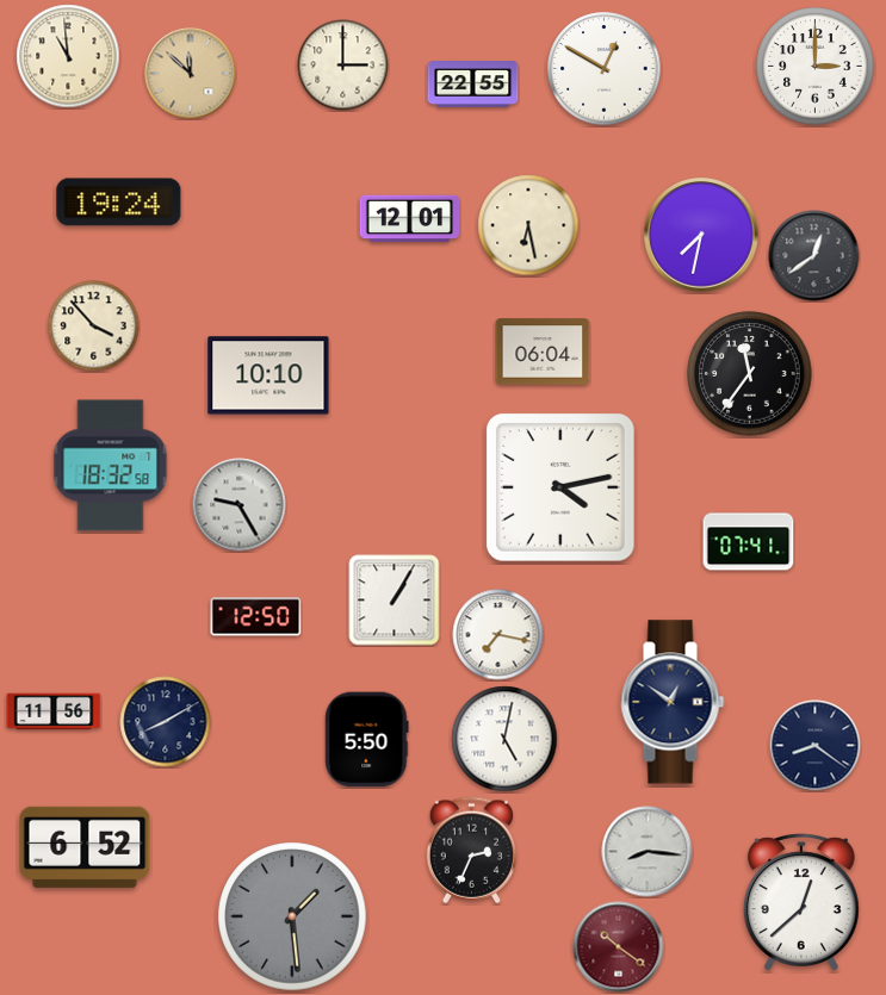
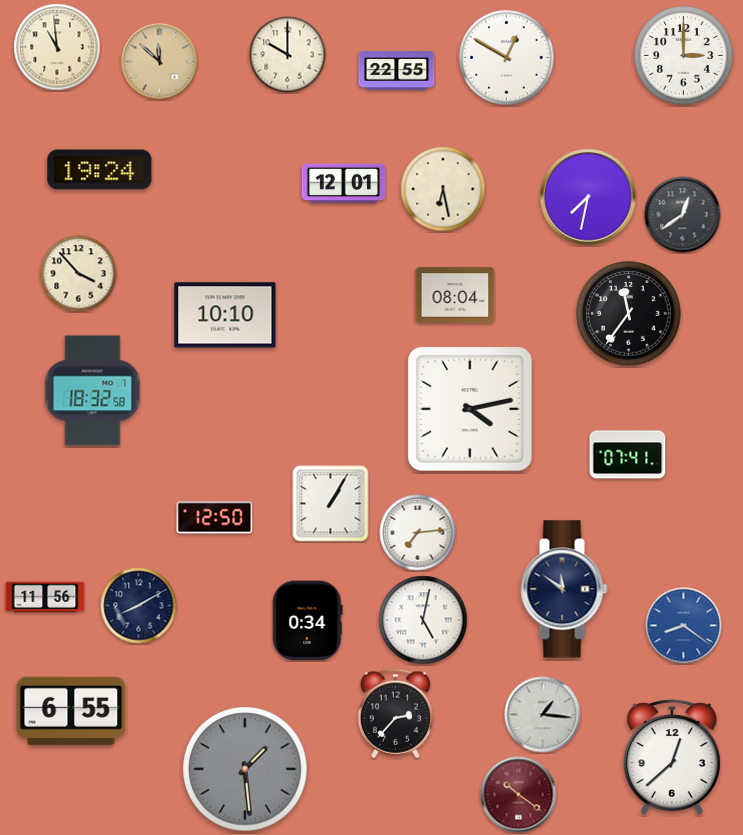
clock at (343, 66): 3:00 -> 10:00
clock at (543, 352): 06:04 -> 08:04
clock at (240, 505): 9:25 -> none
clock at (498, 635): 7:17 -> 7:14
clock at (673, 702): 12:51 -> 11:51
clock at (367, 740): 5:50 -> 0:34
clock at (816, 746) dial: navy -> blue
clock at (85, 847): 6:52 -> 6:55
clock at (471, 851): 2:34 -> 2:37
clock at (648, 852): 8:16 -> 1:16
